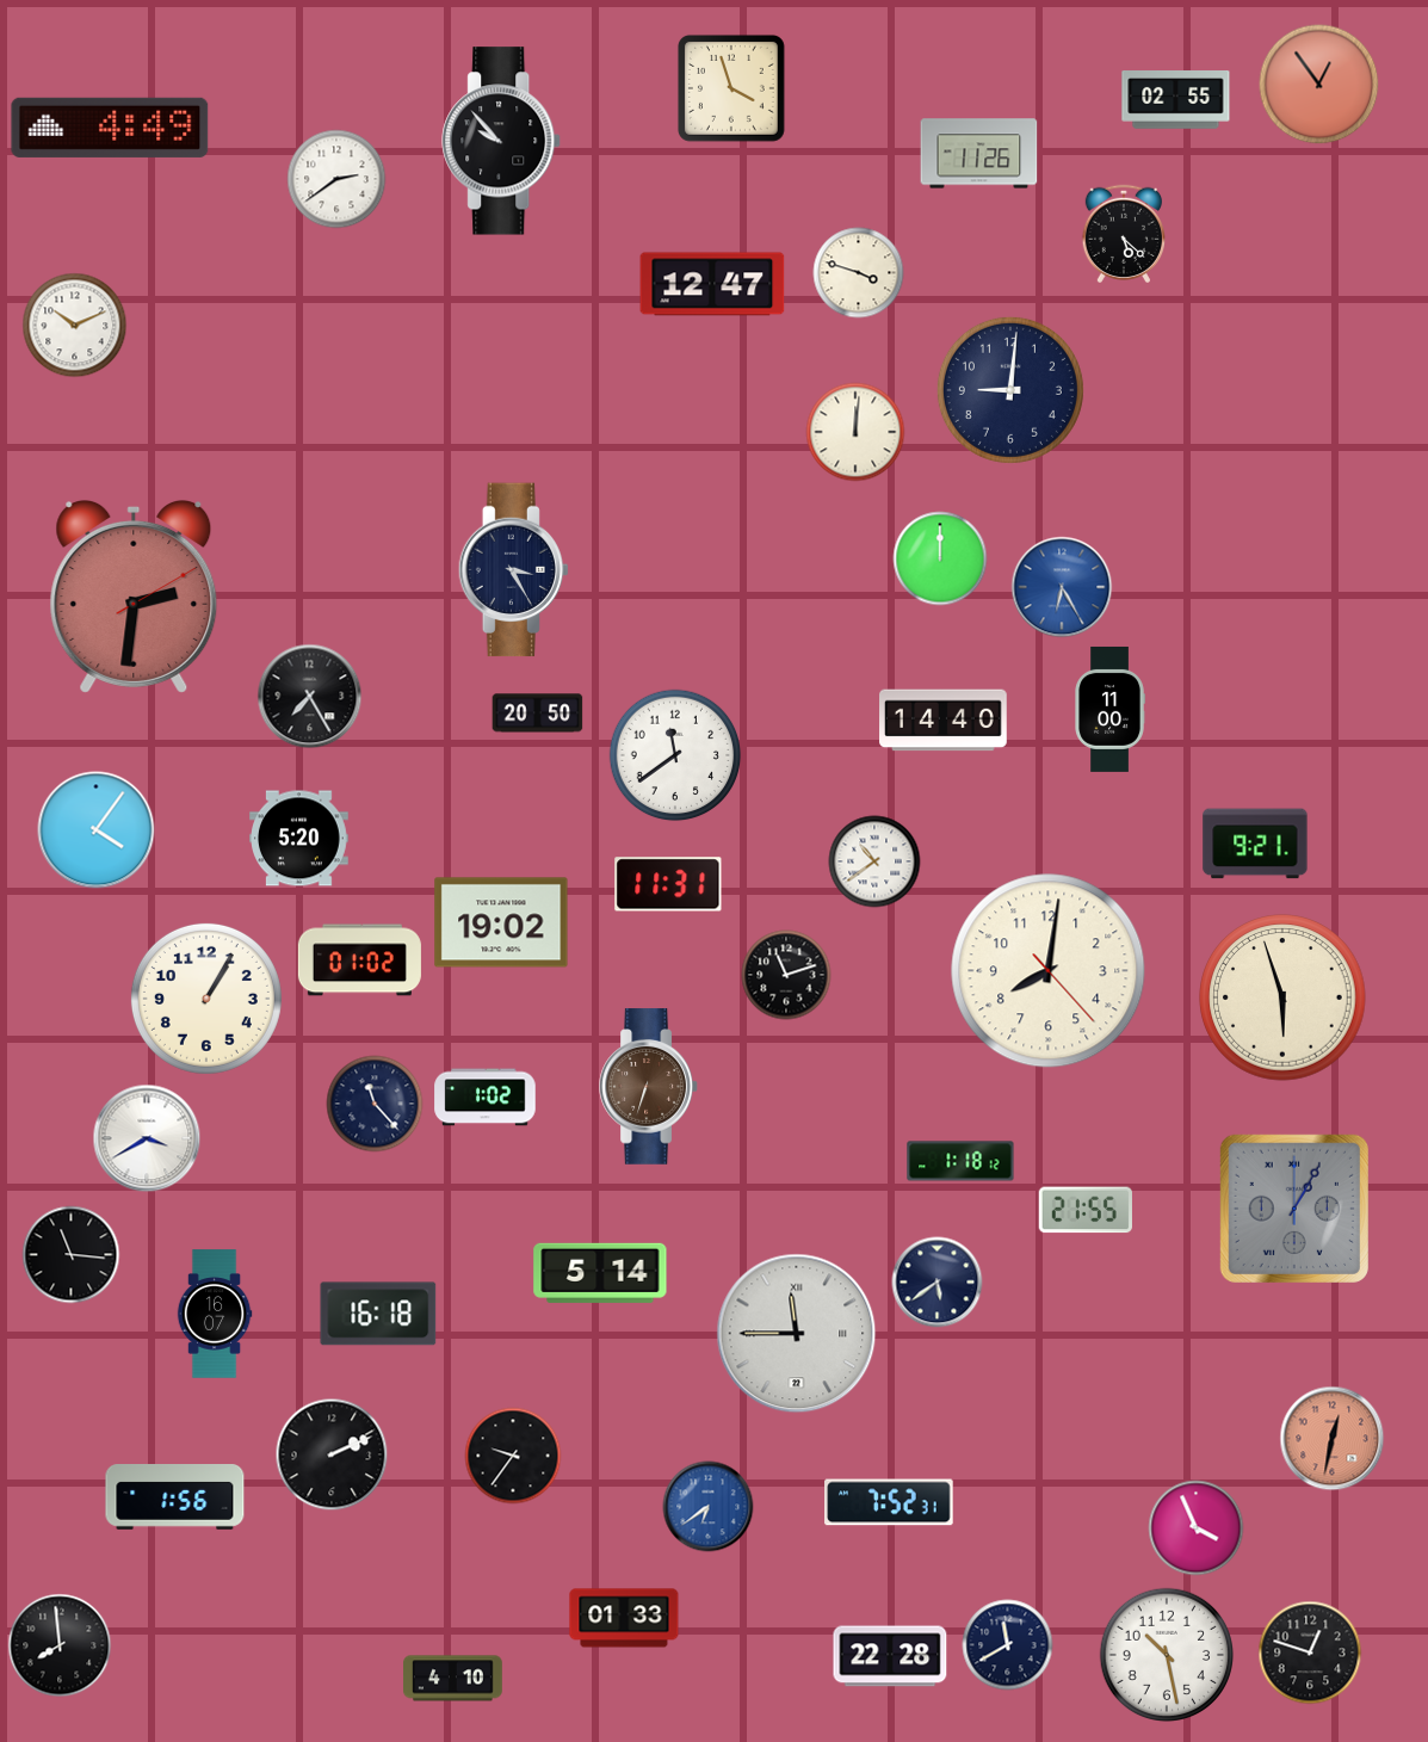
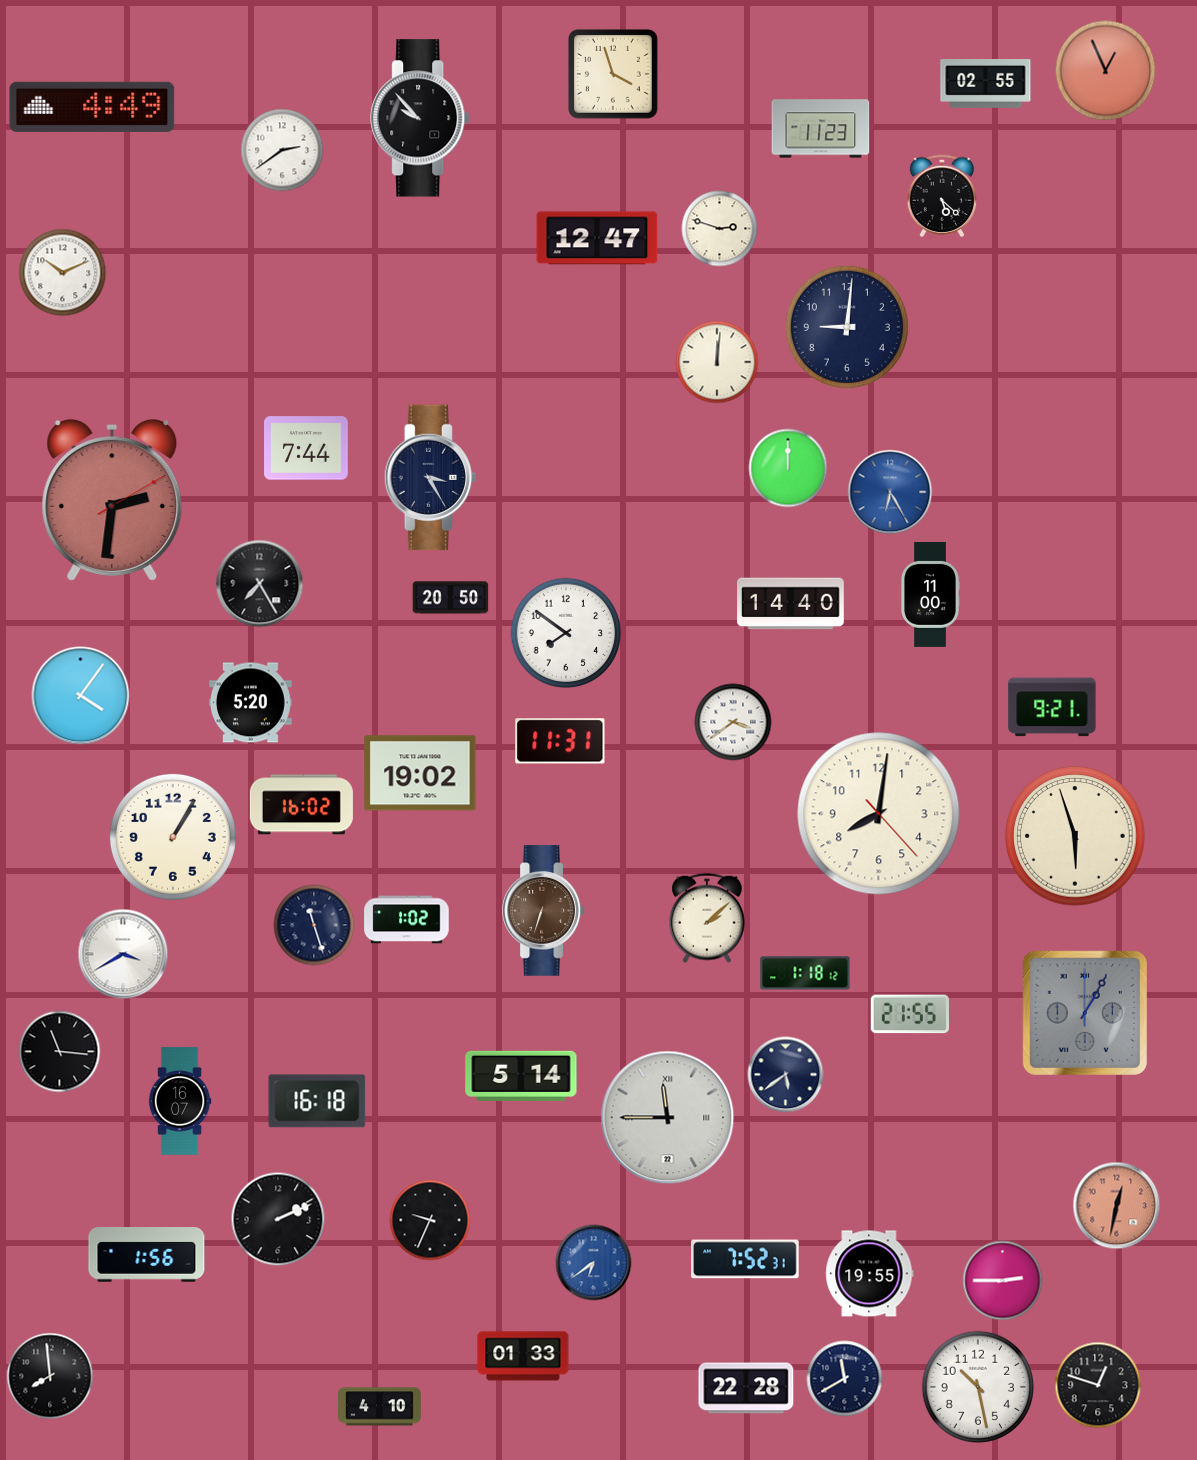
clock at (1319, 85): 12:54 -> 12:56
clock at (979, 154): 11:26 -> 11:23
clock at (859, 273): 3:48 -> 2:48
clock at (306, 448): none -> 7:44
clock at (675, 755): 11:39 -> 7:51
clock at (874, 861): 10:39 -> 3:39
clock at (359, 960): 01:02 -> 16:02
clock at (786, 975): 11:12 -> none
clock at (708, 918): none -> 2:08
clock at (375, 1104): 11:23 -> 11:27
clock at (600, 1273) position: (600, 1273) -> (521, 1076)
clock at (513, 1456): 9:36 -> 9:34
clock at (870, 1274): none -> 19:55
clock at (1197, 1528): 3:56 -> 2:45
clock at (60, 1645) position: (60, 1645) -> (50, 1376)
